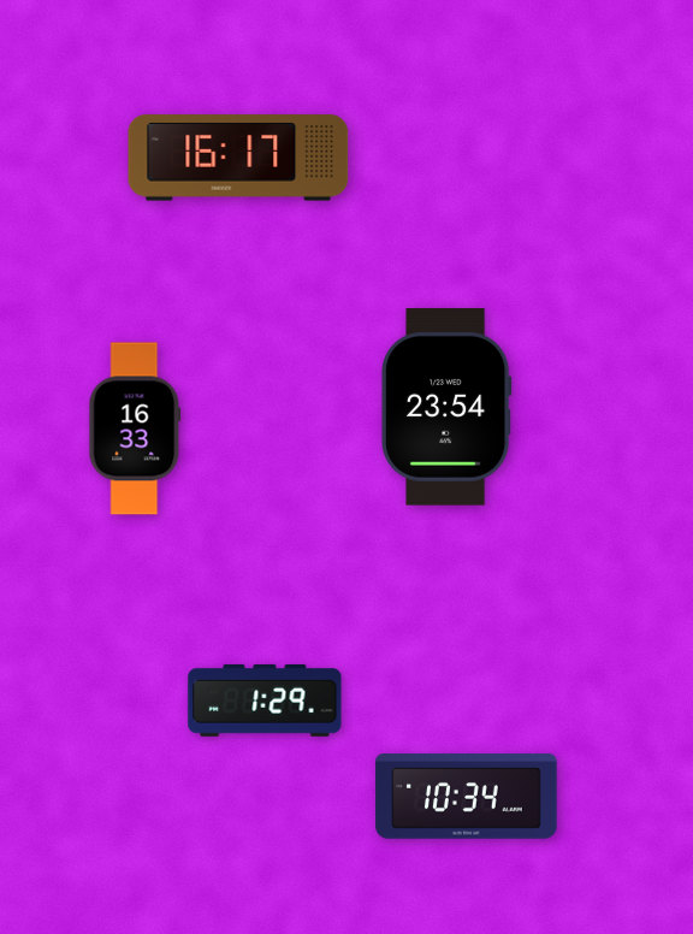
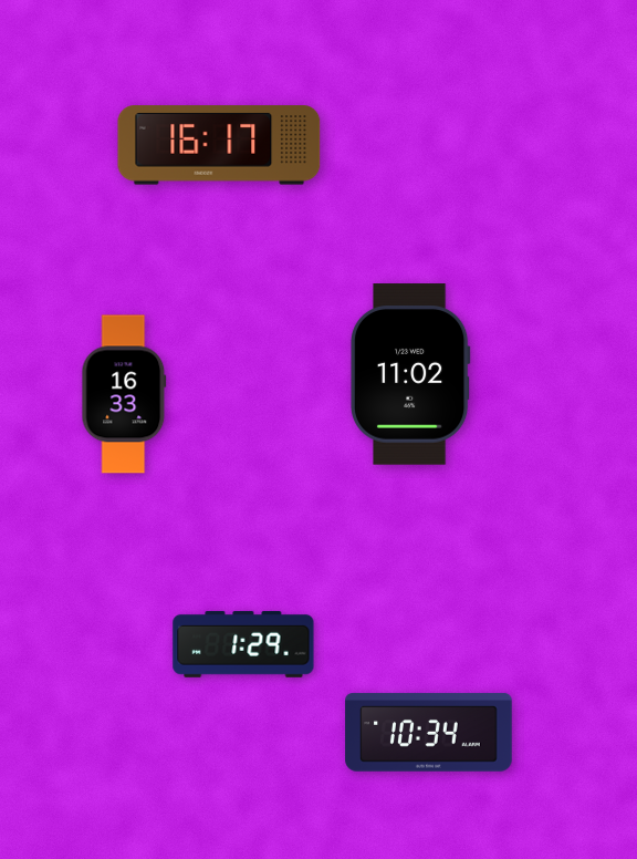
clock at (446, 407): 23:54 -> 11:02
